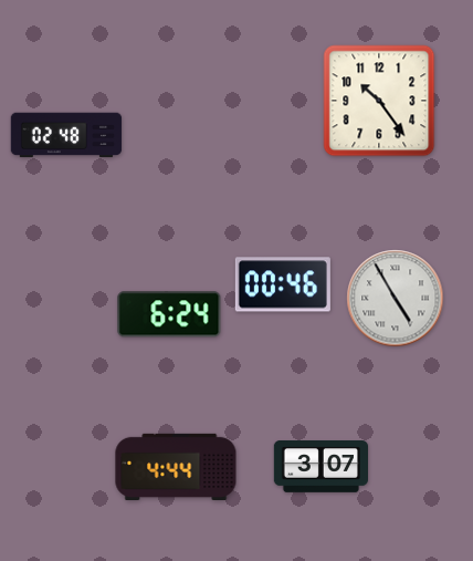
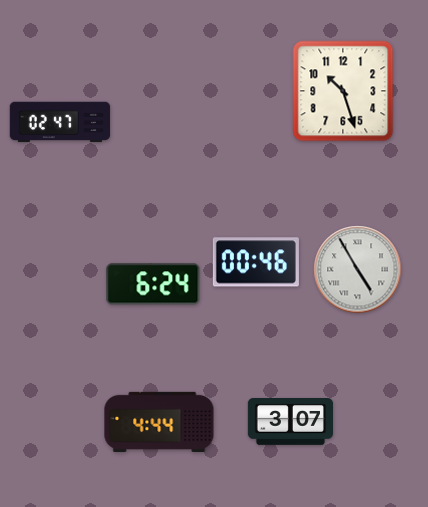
clock at (379, 101): 10:24 -> 10:27
clock at (66, 135): 02:48 -> 02:47
clock at (283, 284) position: (283, 284) -> (256, 262)
